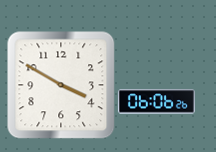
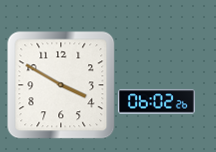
clock at (156, 102): 06:06 -> 06:02
